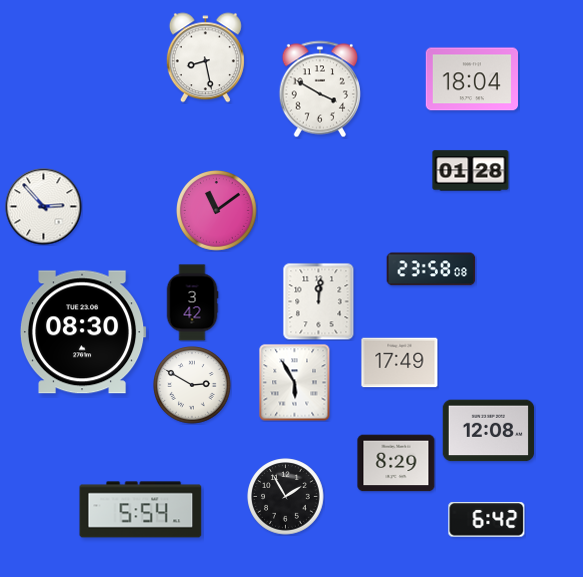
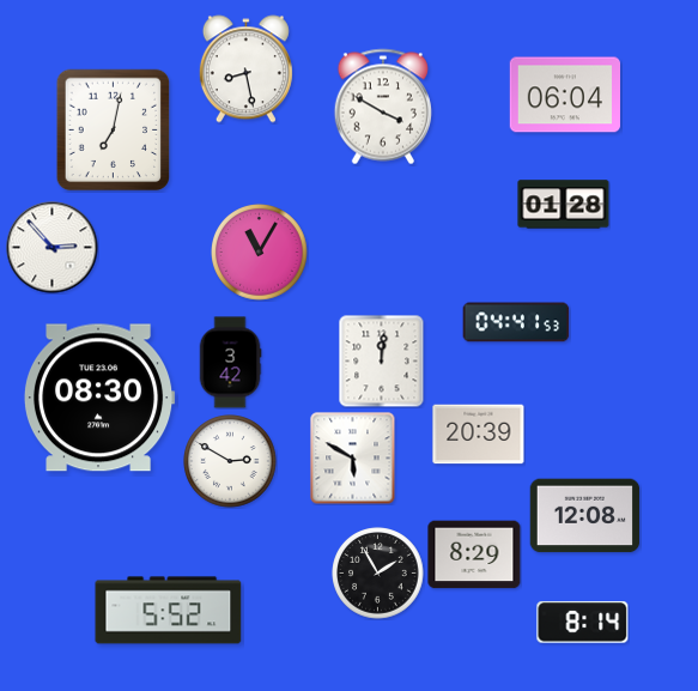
clock at (471, 79): 18:04 -> 06:04
clock at (114, 131): none -> 7:02
clock at (217, 211): 11:09 -> 11:05
clock at (431, 269): 23:58 -> 04:41
clock at (400, 363): 17:49 -> 20:39
clock at (295, 383): 5:55 -> 5:50
clock at (286, 497) position: (286, 497) -> (378, 574)
clock at (141, 510): 5:54 -> 5:52
clock at (487, 520): 6:42 -> 8:14
